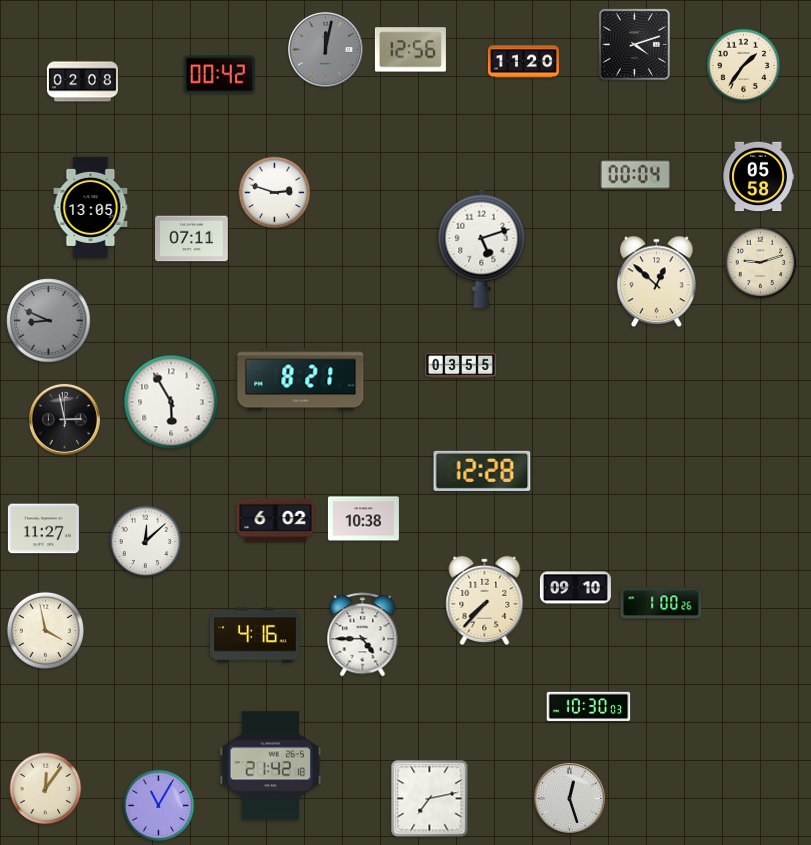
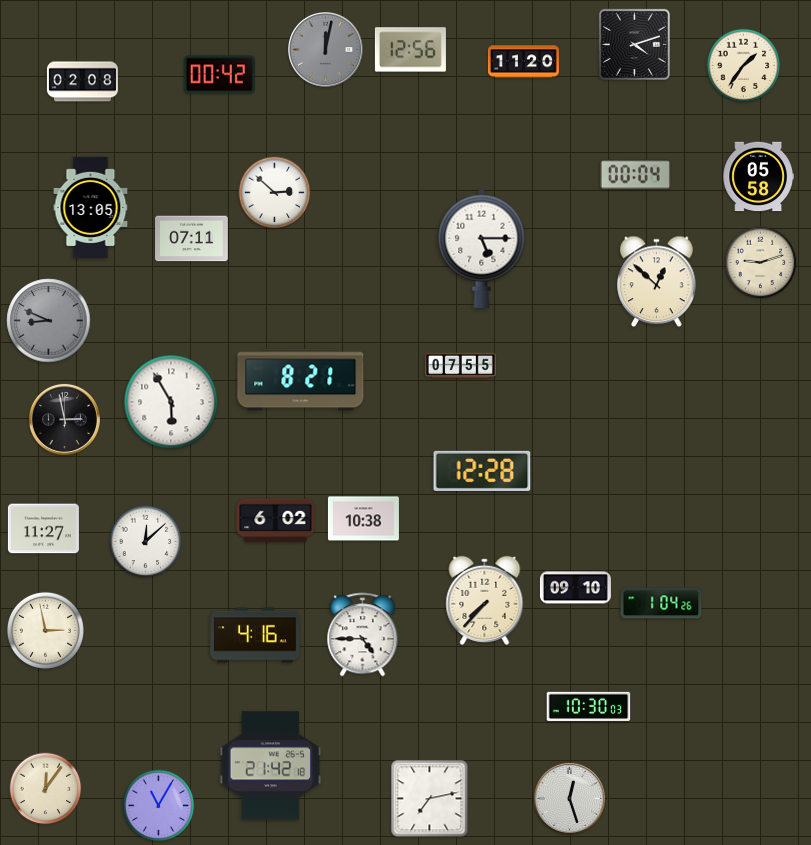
clock at (275, 193): 2:48 -> 2:52
clock at (482, 248): 5:12 -> 5:15
clock at (460, 366): 03:55 -> 07:55
clock at (661, 603): 1:00 -> 1:04
clock at (45, 630): 3:58 -> 2:58
